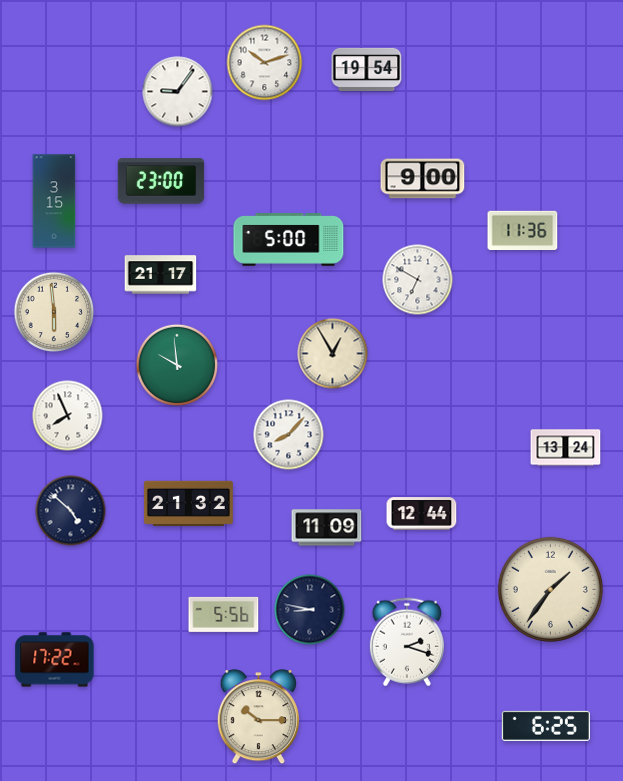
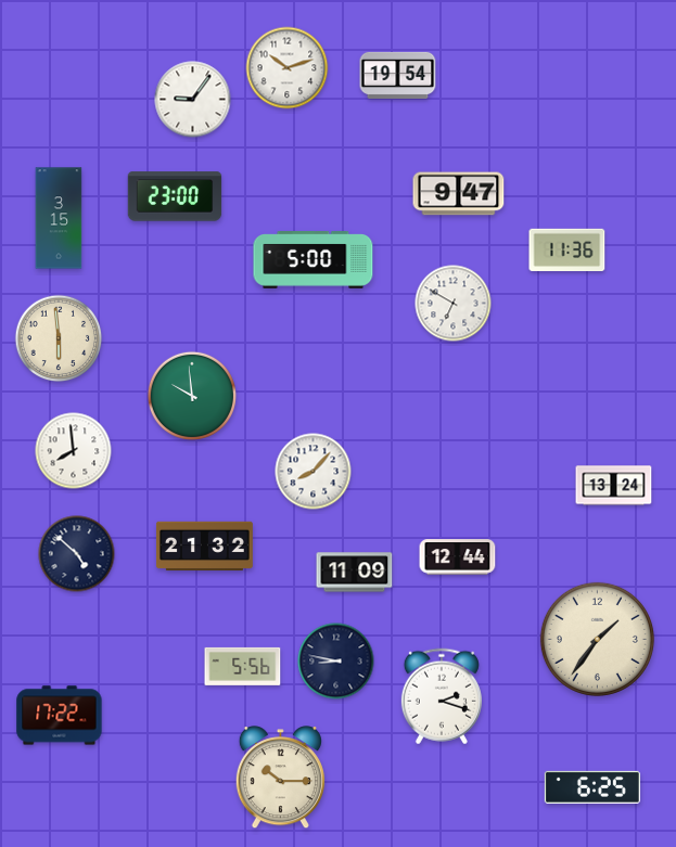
clock at (423, 179): 9:00 -> 9:47
clock at (161, 275): 21:17 -> none
clock at (333, 354): 12:55 -> none
clock at (68, 416): 7:56 -> 7:59
